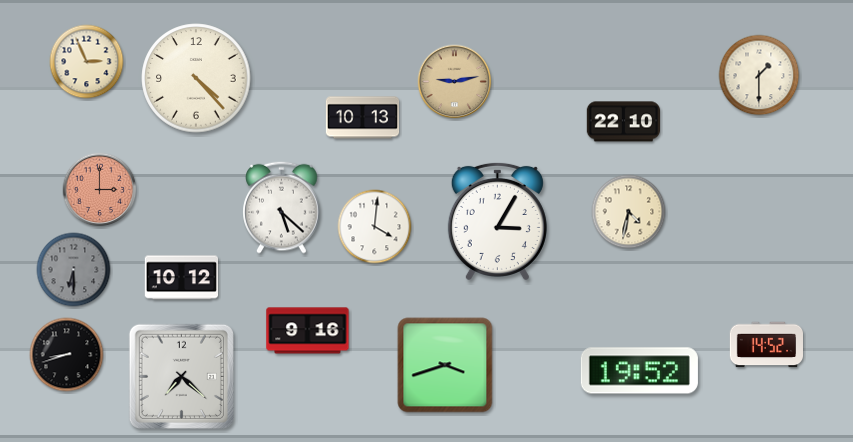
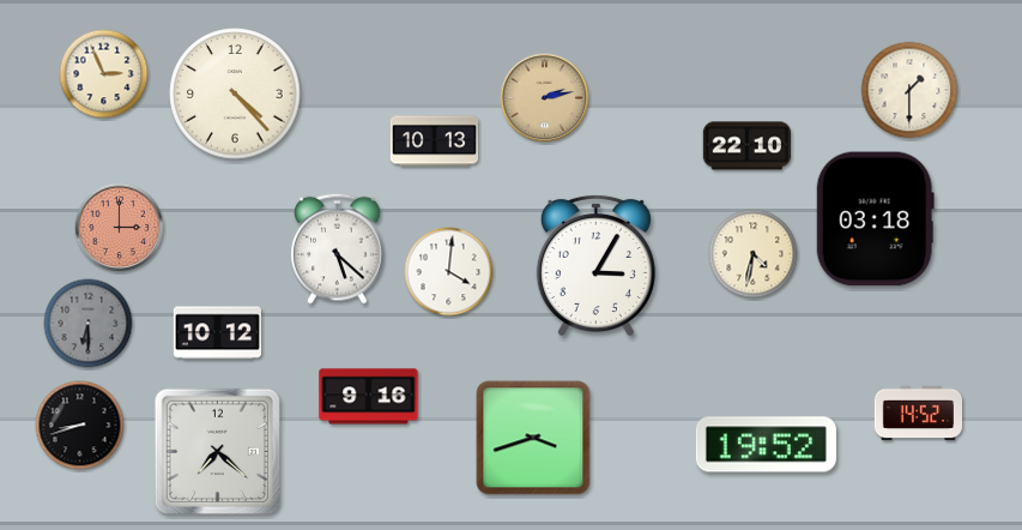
clock at (455, 82): 9:13 -> 2:13
clock at (875, 219): none -> 03:18
